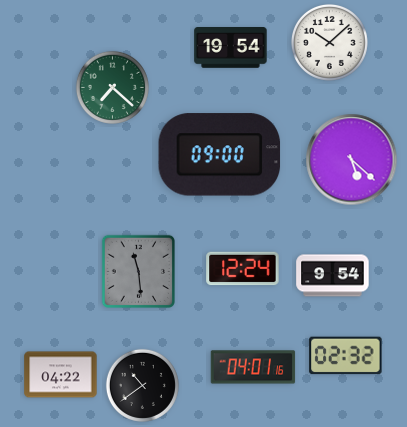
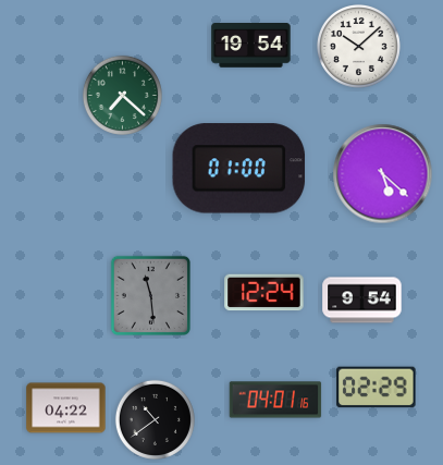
clock at (231, 48) position: (231, 48) -> (251, 46)
clock at (220, 155): 09:00 -> 01:00
clock at (346, 356): 02:32 -> 02:29
